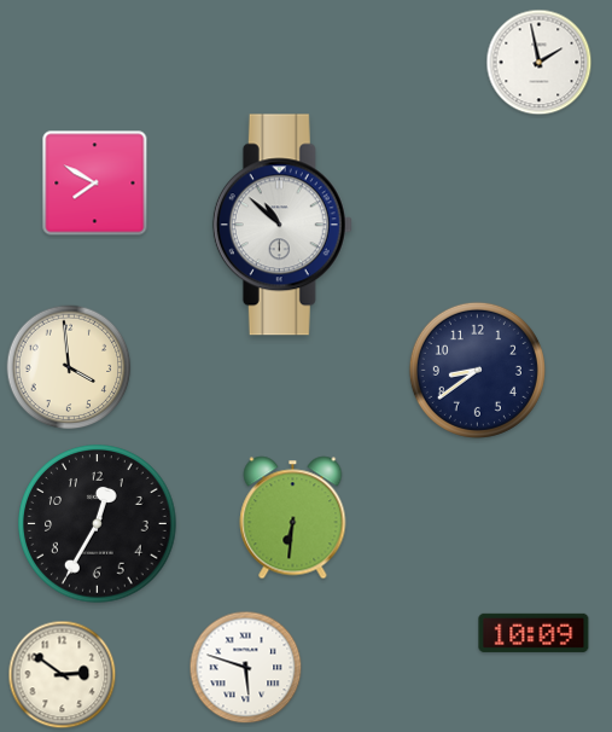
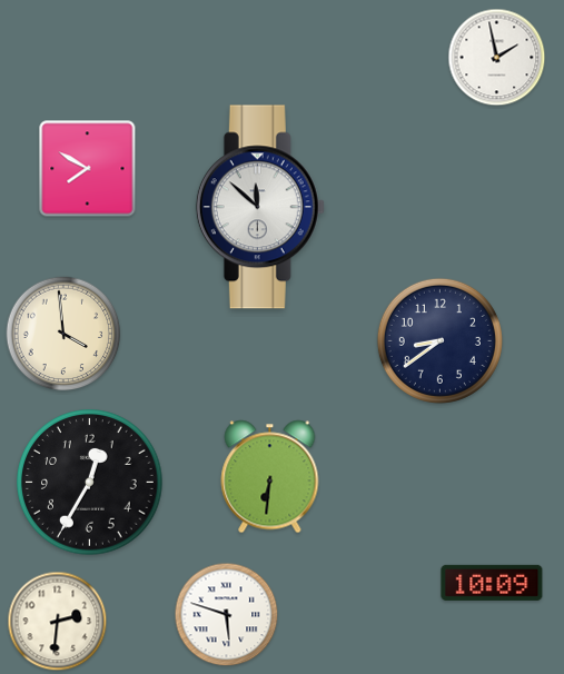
clock at (282, 225): 10:52 -> 11:52
clock at (69, 367) position: (69, 367) -> (63, 334)
clock at (63, 675): 2:51 -> 2:31
